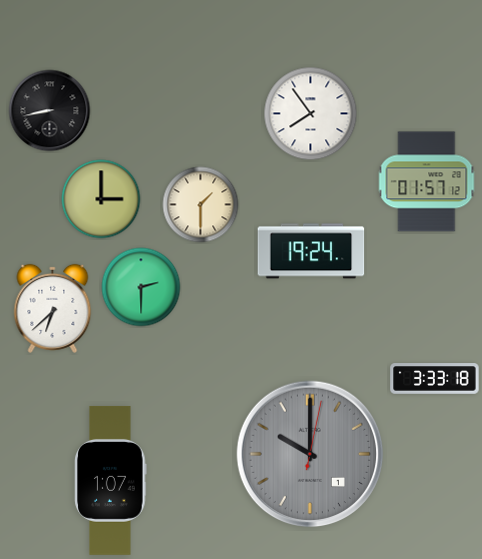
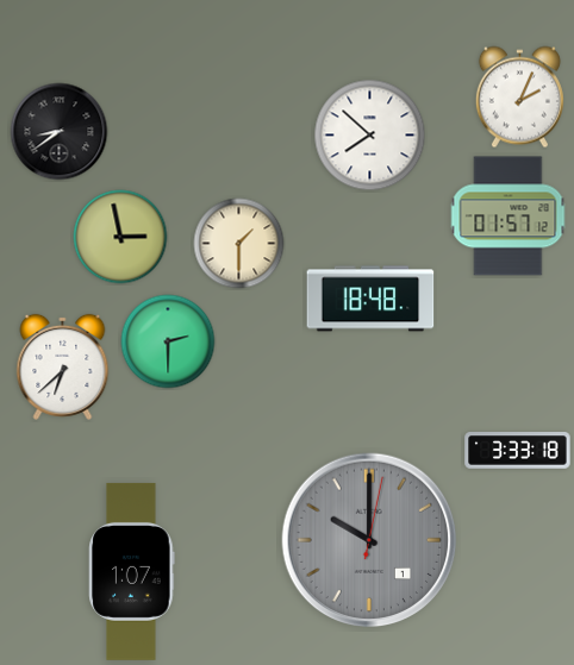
clock at (519, 98): none -> 2:04
clock at (50, 111): 8:43 -> 8:39
clock at (311, 114): 7:54 -> 7:52
clock at (101, 199): 3:00 -> 2:58
clock at (311, 251): 19:24 -> 18:48
